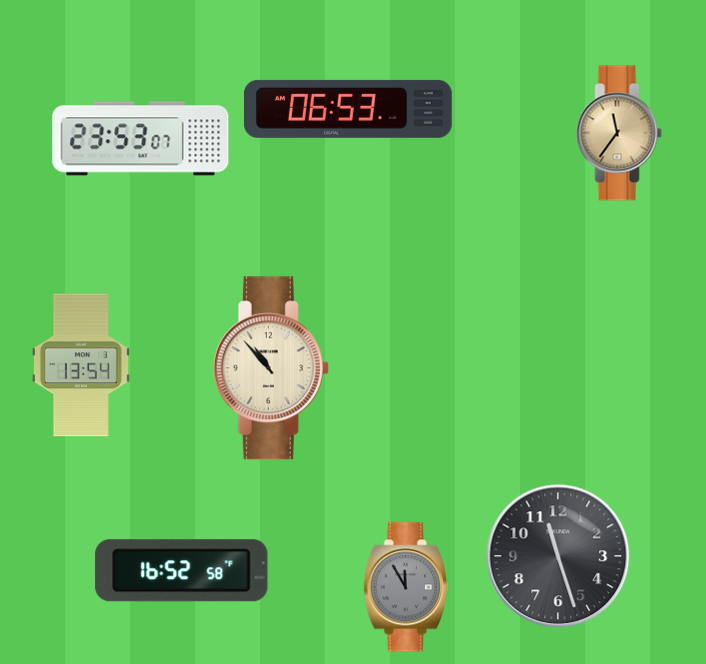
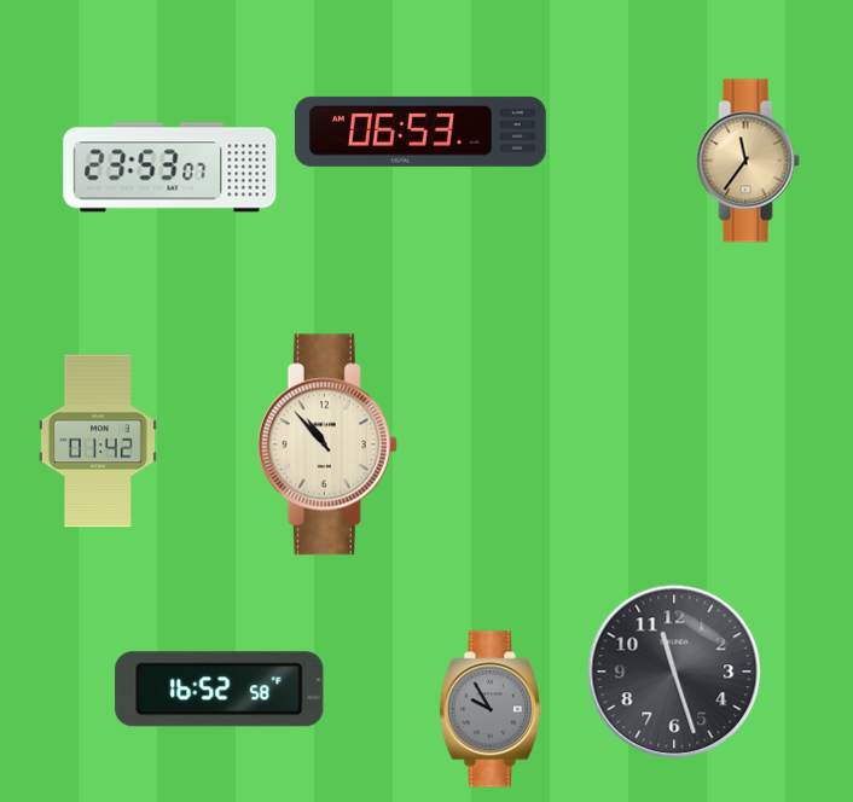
clock at (81, 365): 13:54 -> 01:42
clock at (406, 587): 11:55 -> 9:55
